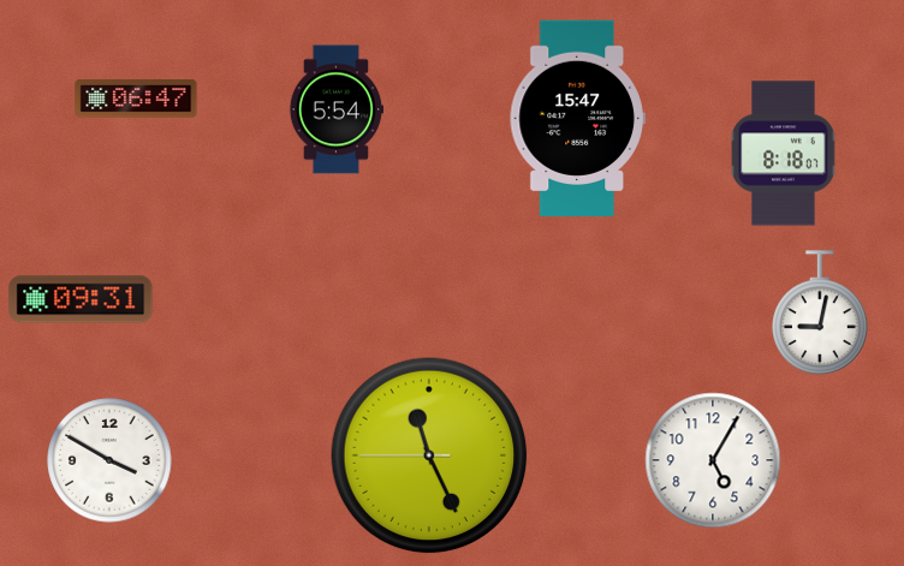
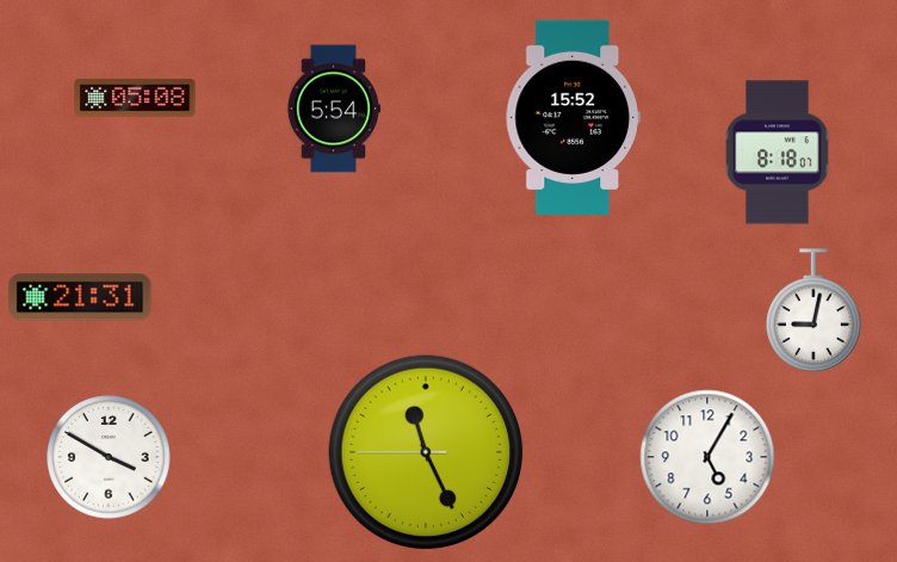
clock at (136, 99): 06:47 -> 05:08
clock at (577, 118): 15:47 -> 15:52
clock at (81, 299): 09:31 -> 21:31
